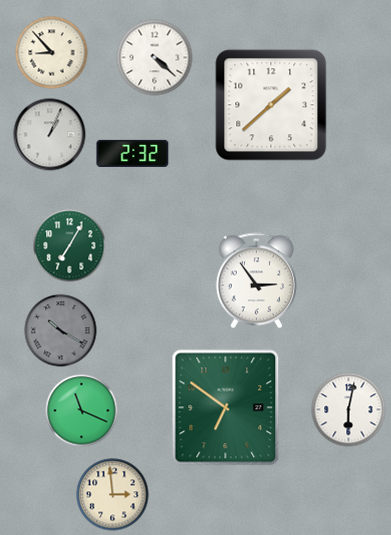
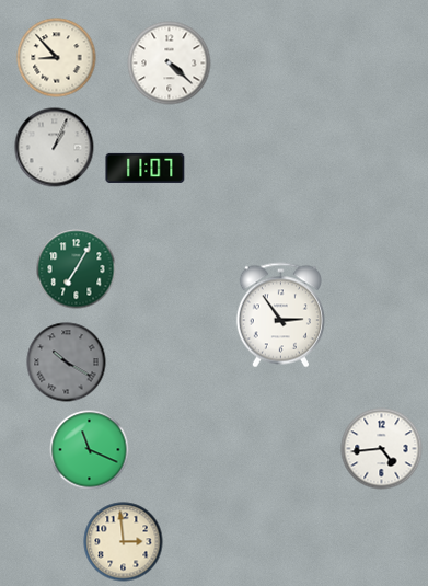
clock at (271, 105): 1:38 -> none
clock at (133, 153): 2:32 -> 11:07
clock at (256, 281) position: (256, 281) -> (280, 315)
clock at (226, 408): 6:51 -> none
clock at (349, 410): 6:02 -> 4:44
